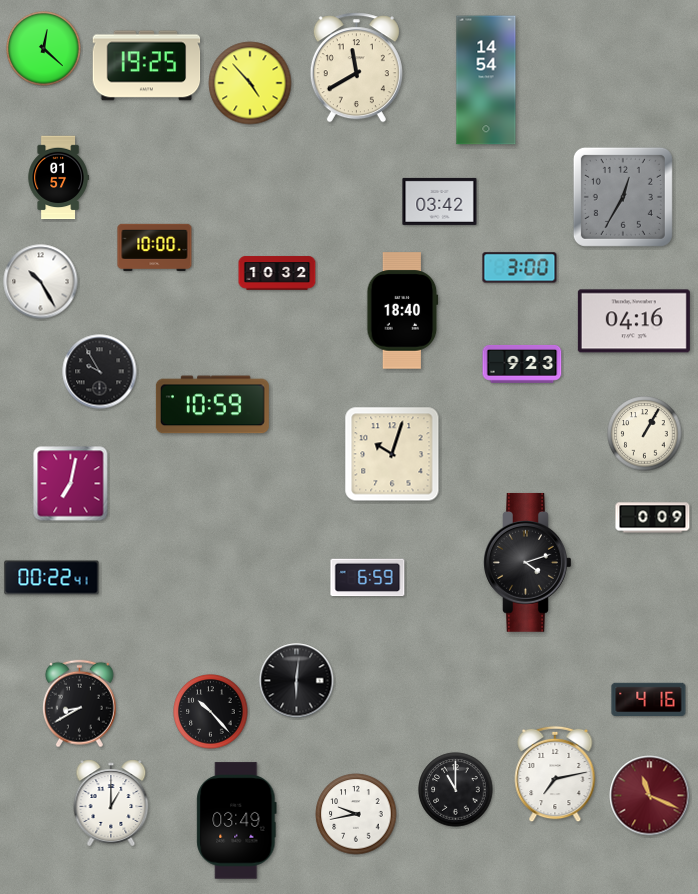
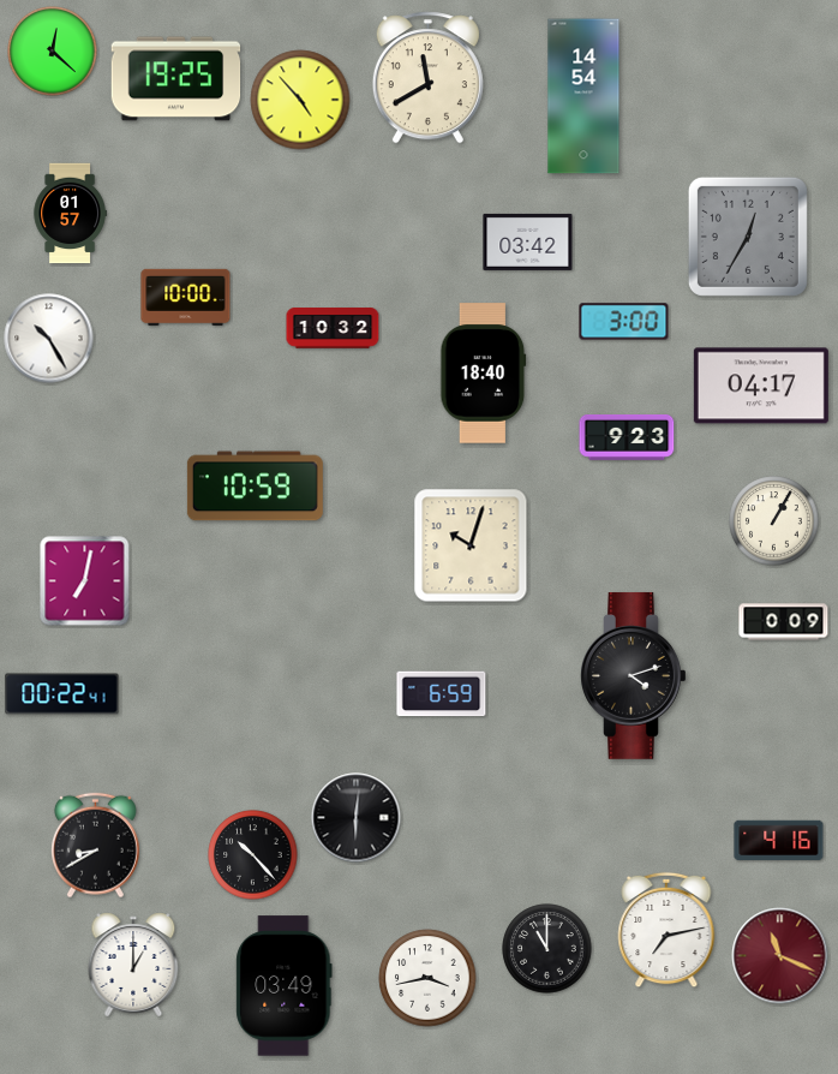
clock at (44, 49) position: (44, 49) -> (53, 52)
clock at (356, 68) position: (356, 68) -> (427, 78)
clock at (634, 321): 04:16 -> 04:17
clock at (100, 372): 9:55 -> none
clock at (356, 814): 9:43 -> 3:43
